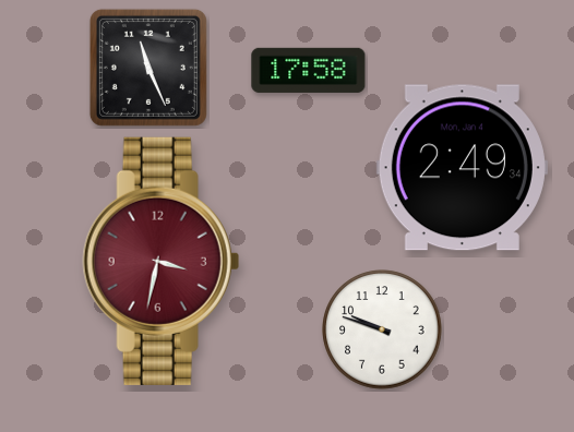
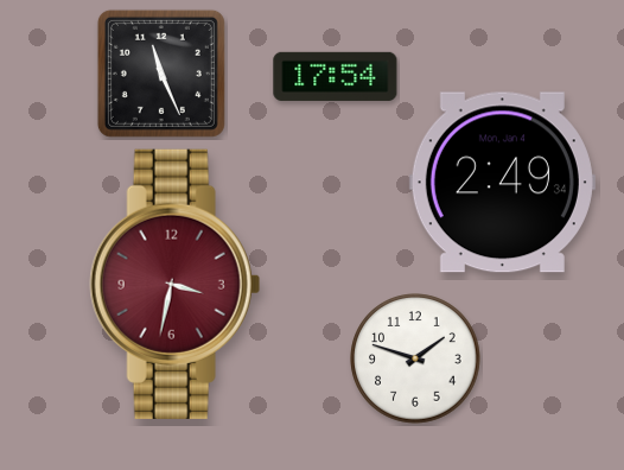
clock at (309, 70): 17:58 -> 17:54
clock at (382, 329): 9:48 -> 1:48
